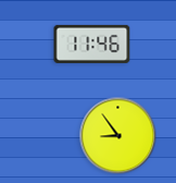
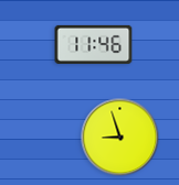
clock at (118, 136): 8:54 -> 8:57
